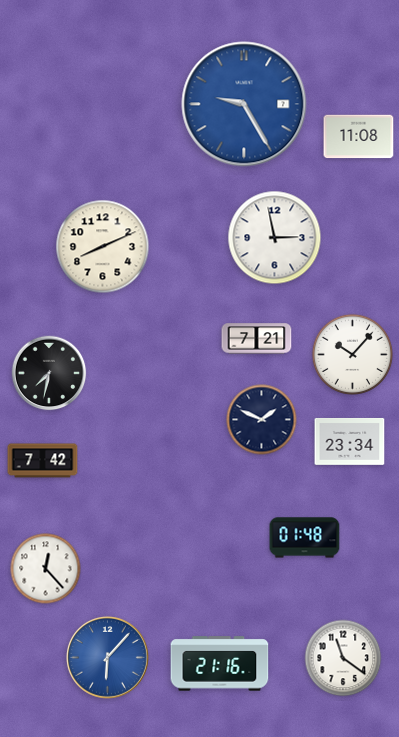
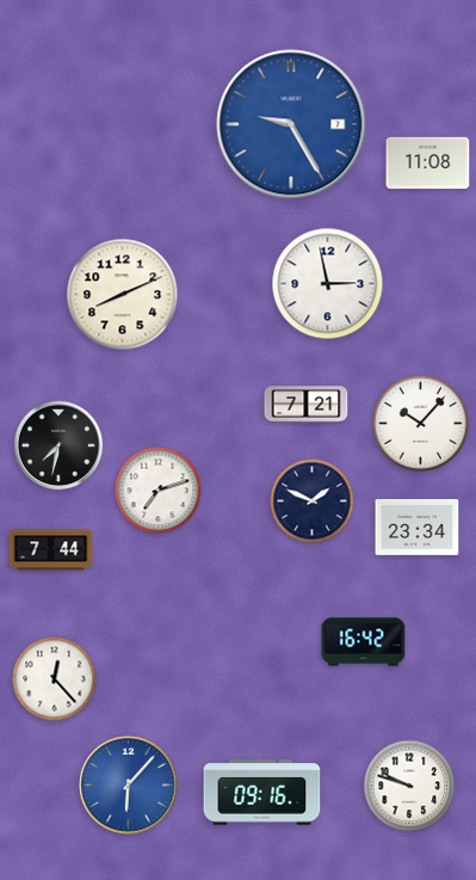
clock at (159, 491): none -> 7:12
clock at (43, 461): 7:42 -> 7:44
clock at (305, 538): 01:48 -> 16:42
clock at (343, 658): 11:21 -> 9:48
clock at (220, 664): 21:16 -> 09:16
